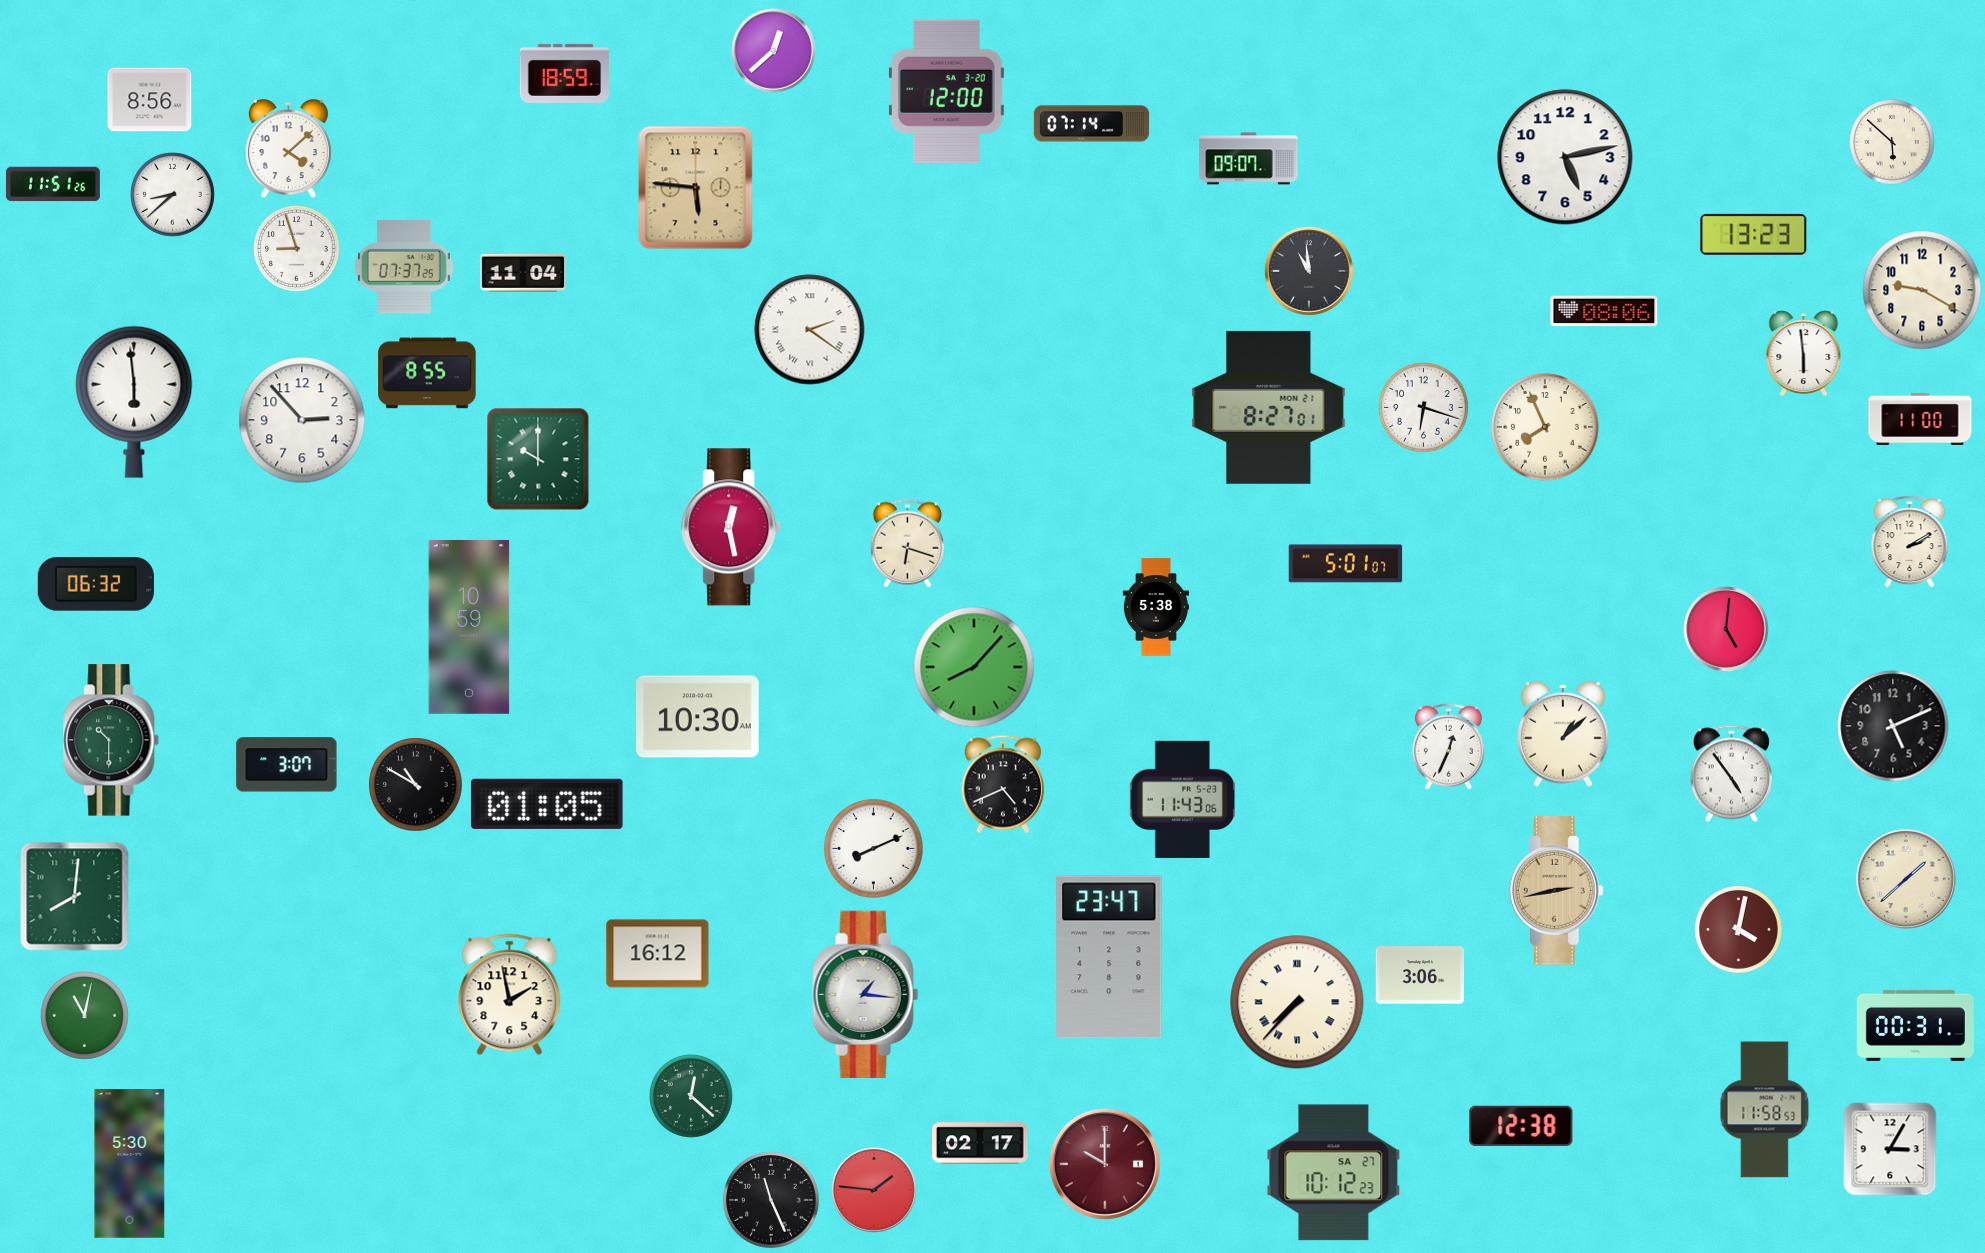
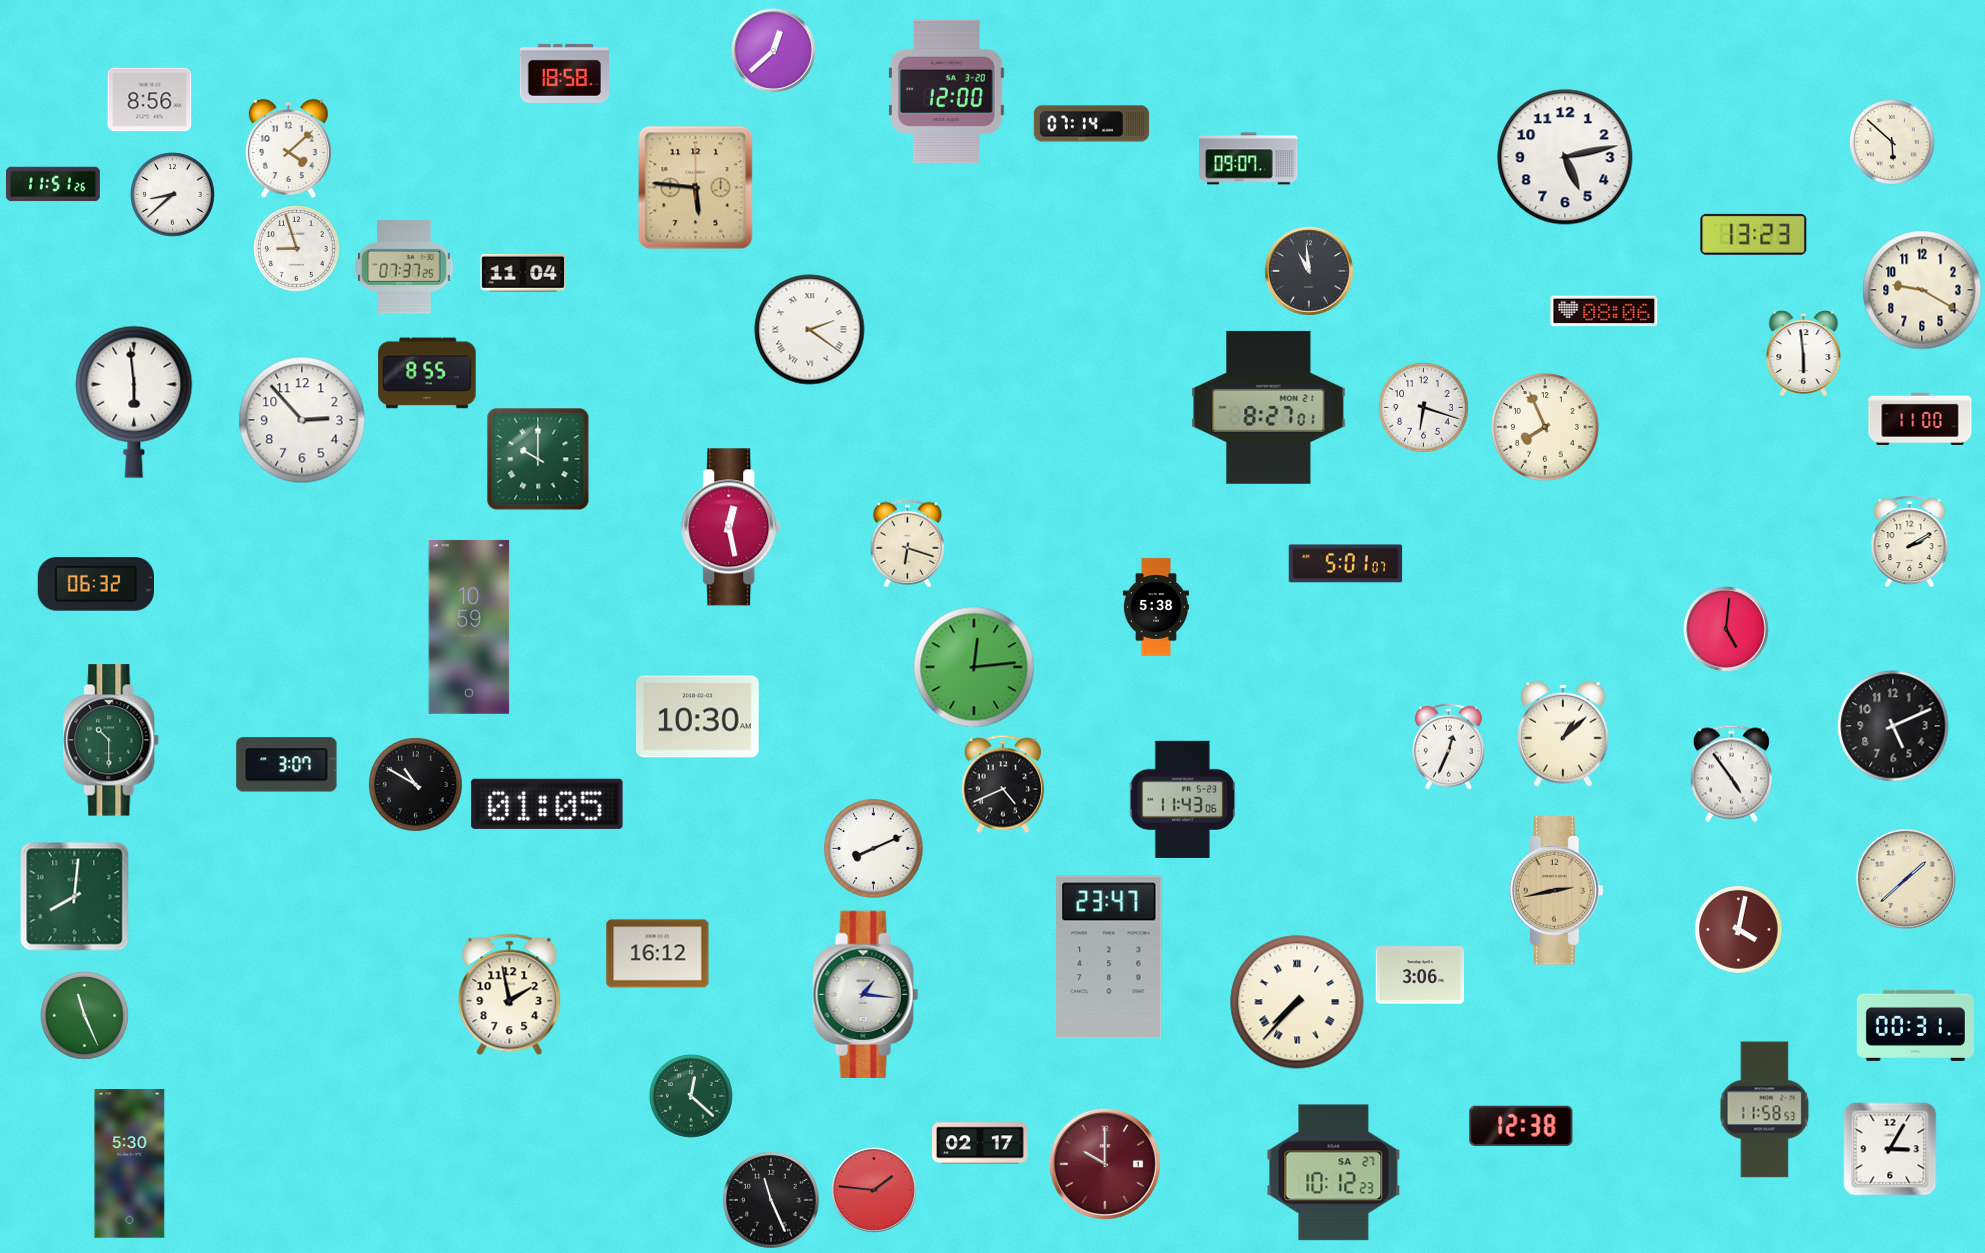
clock at (564, 73): 18:59 -> 18:58
clock at (974, 667): 8:07 -> 12:14
clock at (85, 1016): 11:02 -> 11:26
